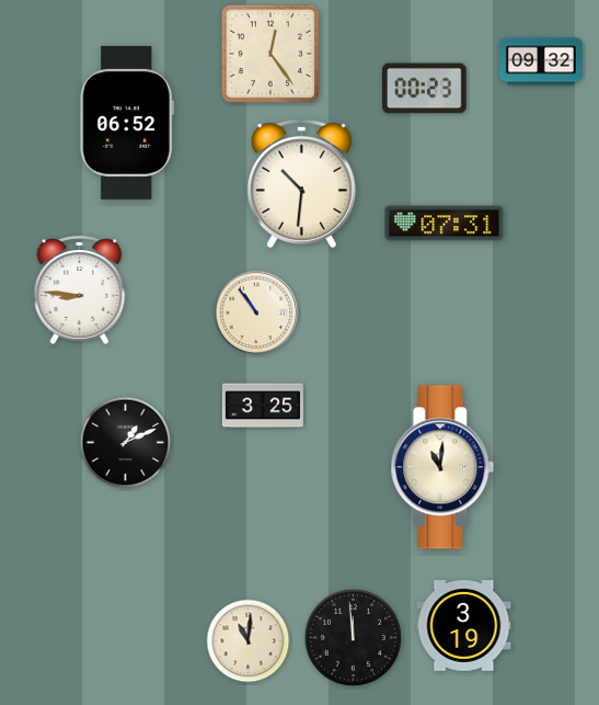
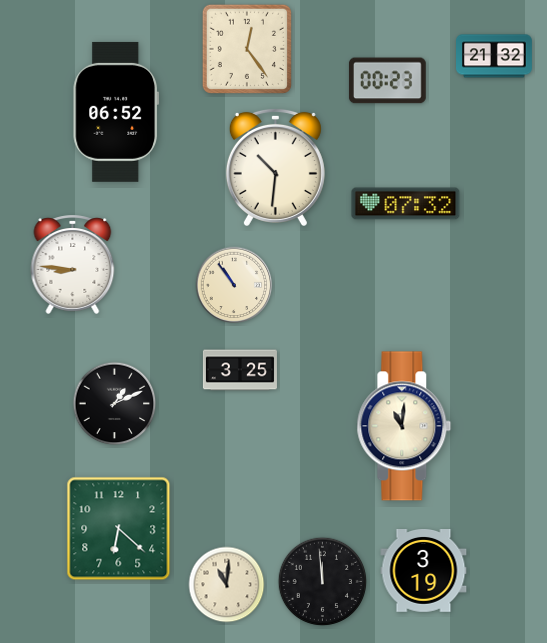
clock at (542, 61): 09:32 -> 21:32
clock at (445, 224): 07:31 -> 07:32
clock at (119, 529): none -> 6:22
